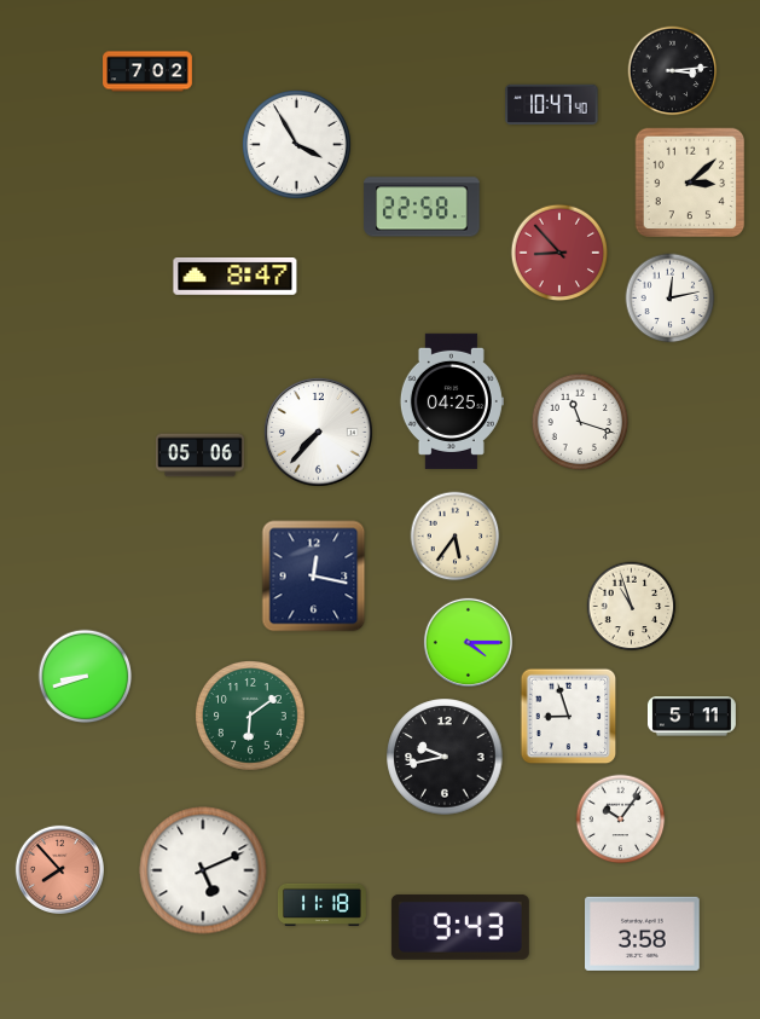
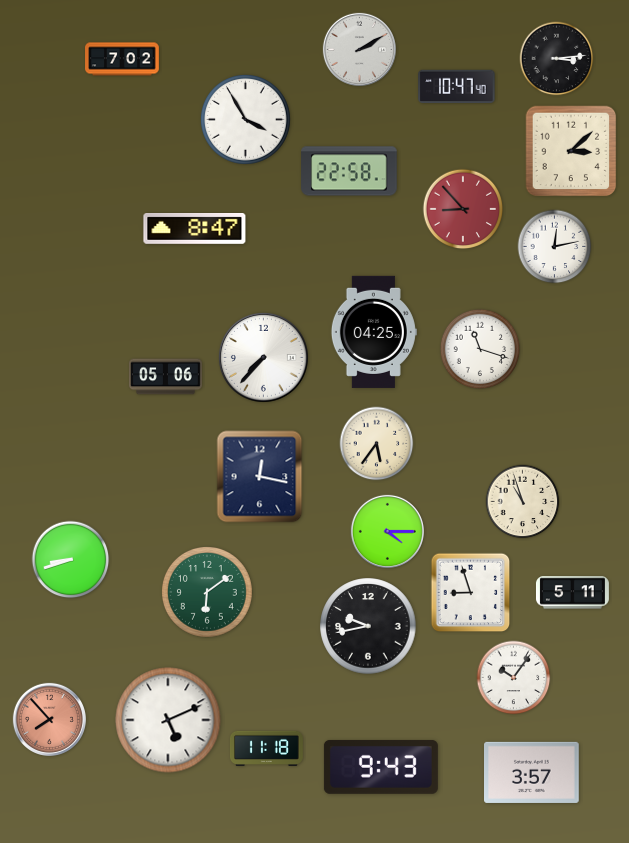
clock at (359, 49): none -> 2:10
clock at (643, 933): 3:58 -> 3:57
